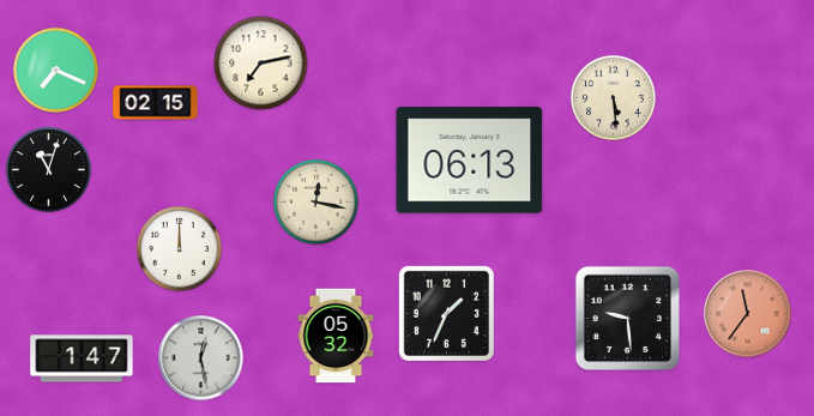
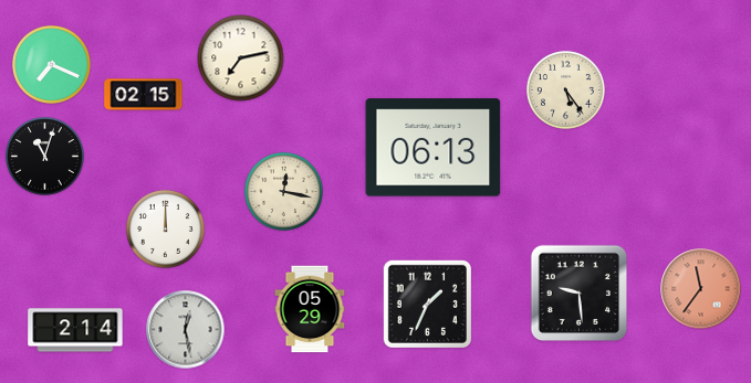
clock at (613, 97): 5:29 -> 5:24
clock at (315, 201) position: (315, 201) -> (283, 191)
clock at (446, 313) position: (446, 313) -> (427, 304)
clock at (748, 314) position: (748, 314) -> (701, 289)
clock at (336, 336): 05:32 -> 05:29
clock at (82, 358): 1:47 -> 2:14
